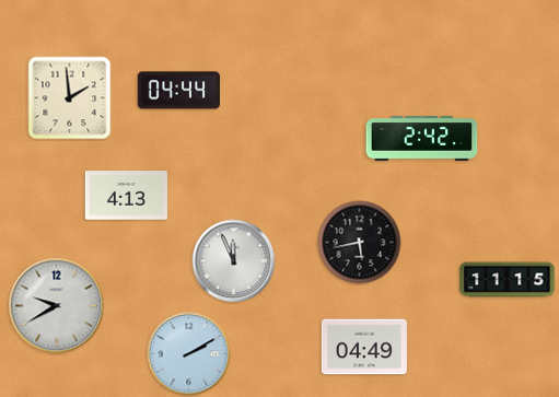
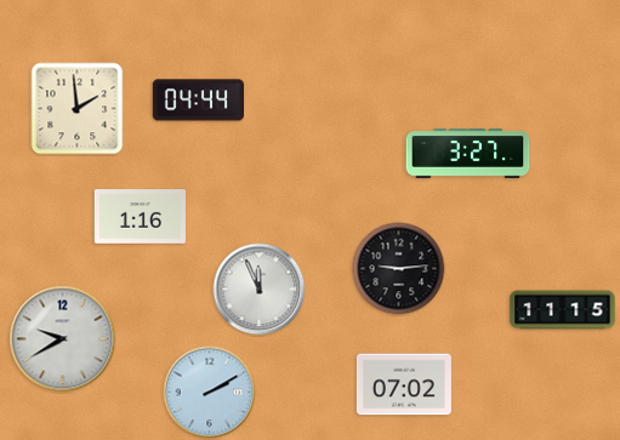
clock at (422, 139): 2:42 -> 3:27
clock at (126, 196): 4:13 -> 1:16
clock at (360, 243): 5:43 -> 9:14
clock at (364, 347): 04:49 -> 07:02
